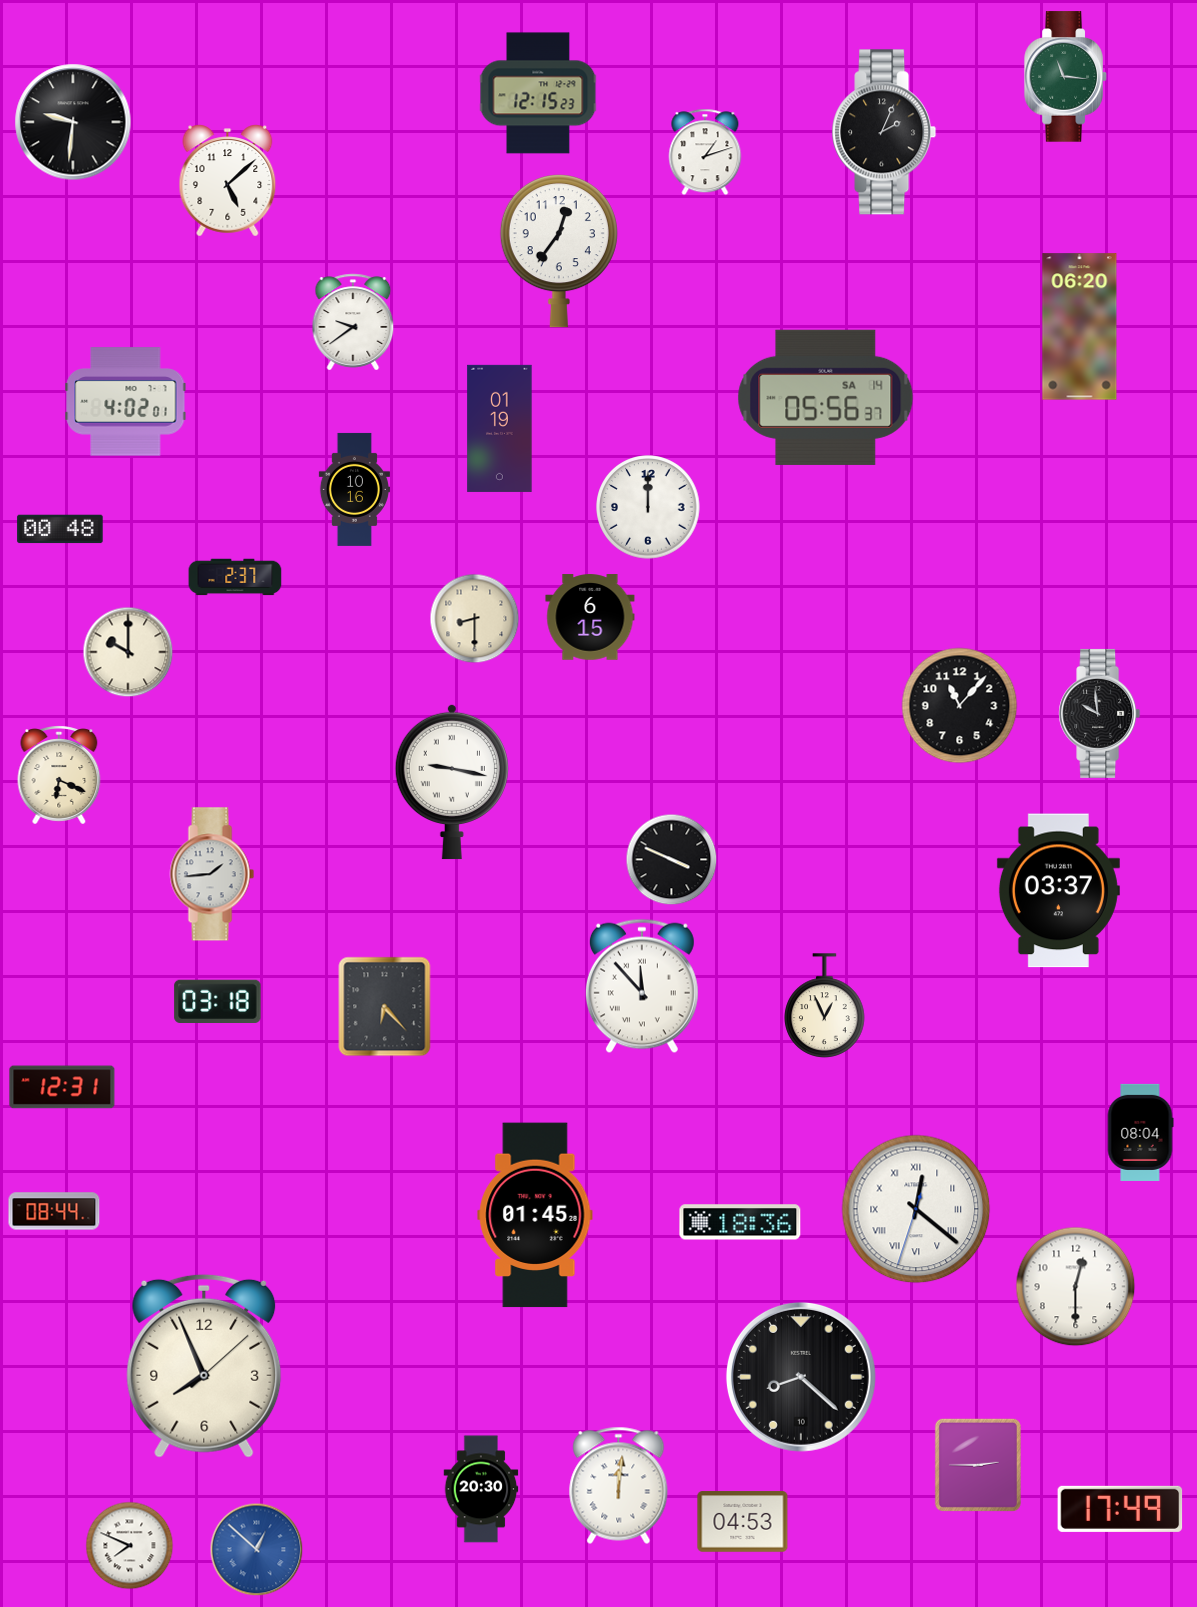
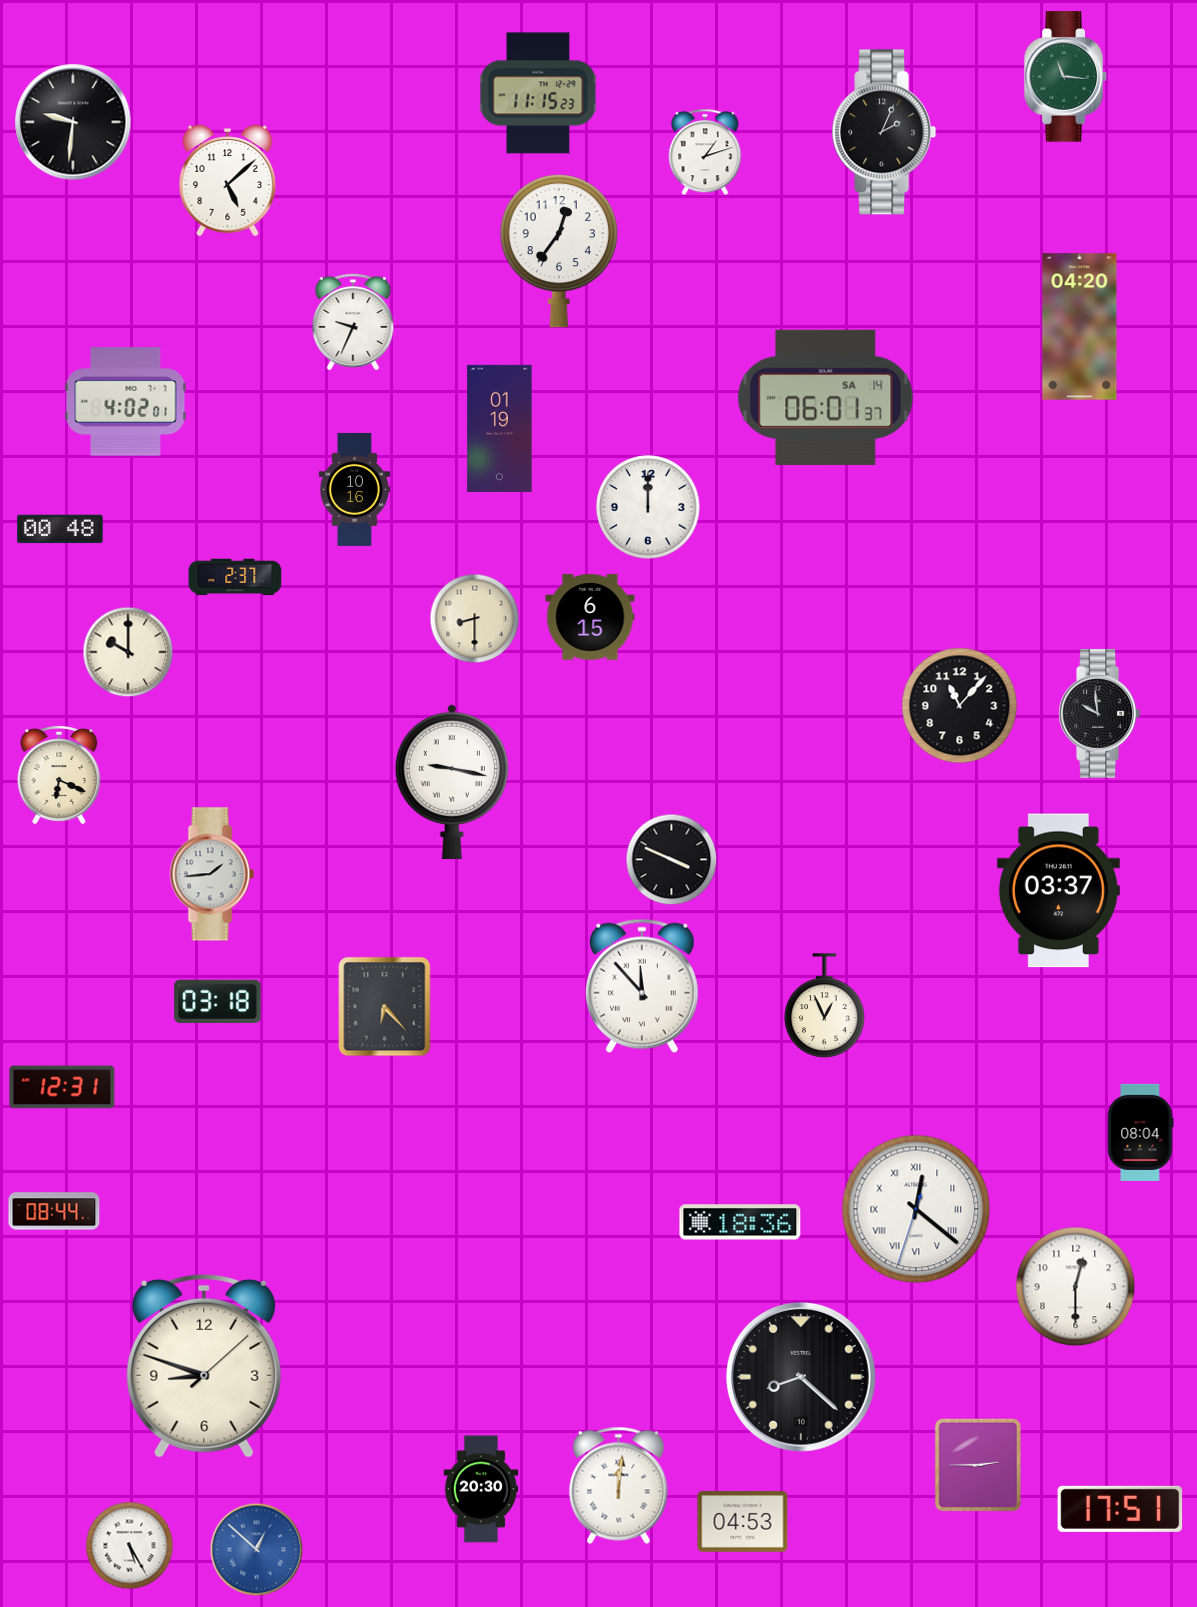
clock at (538, 93): 12:15 -> 11:15
clock at (353, 322): 9:39 -> 9:34
clock at (1080, 327): 06:20 -> 04:20
clock at (826, 397): 05:56 -> 06:01
clock at (535, 1215): 01:45 -> none
clock at (204, 1366): 7:56 -> 8:48
clock at (1120, 1509): 17:49 -> 17:51
clock at (130, 1546): 7:49 -> 5:25
